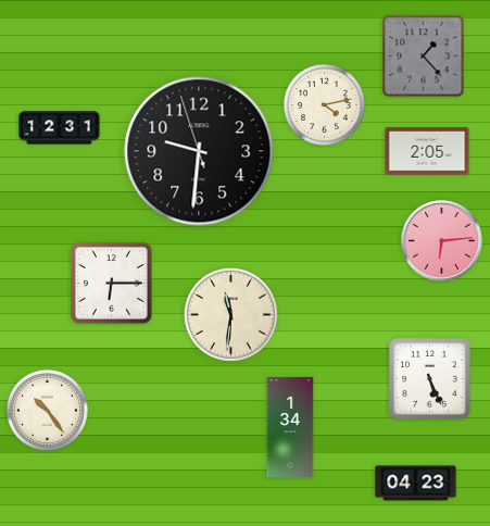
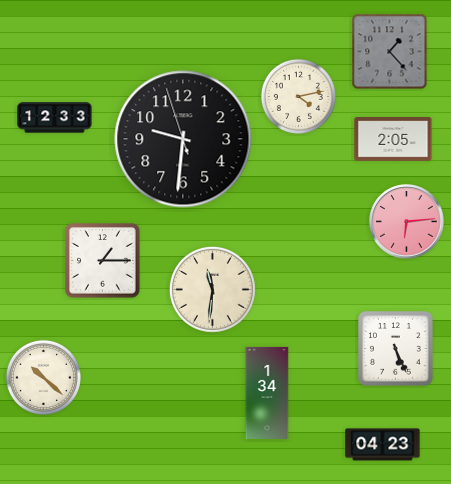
clock at (60, 128): 12:31 -> 12:33
clock at (112, 284): 6:15 -> 1:15
clock at (47, 410): 10:24 -> 10:22
